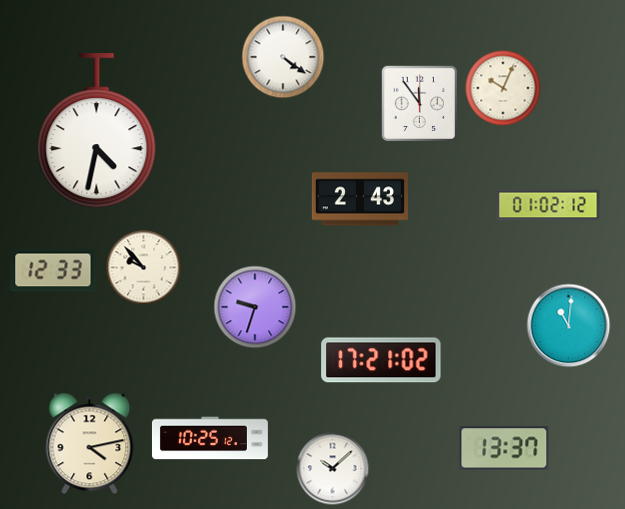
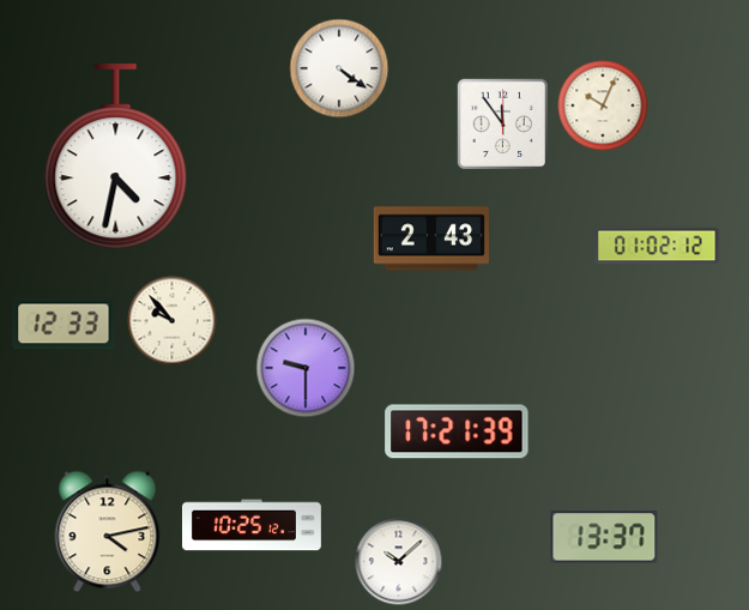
clock at (255, 307): 9:33 -> 9:30
clock at (569, 326): 11:01 -> none
clock at (381, 360): 17:21:02 -> 17:21:39
